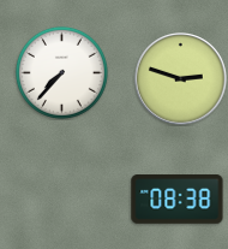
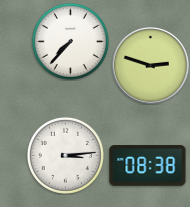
clock at (61, 72) position: (61, 72) -> (70, 41)
clock at (65, 155): none -> 3:14
